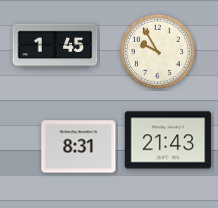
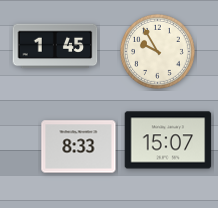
clock at (168, 140): 21:43 -> 15:07
clock at (79, 147): 8:31 -> 8:33
